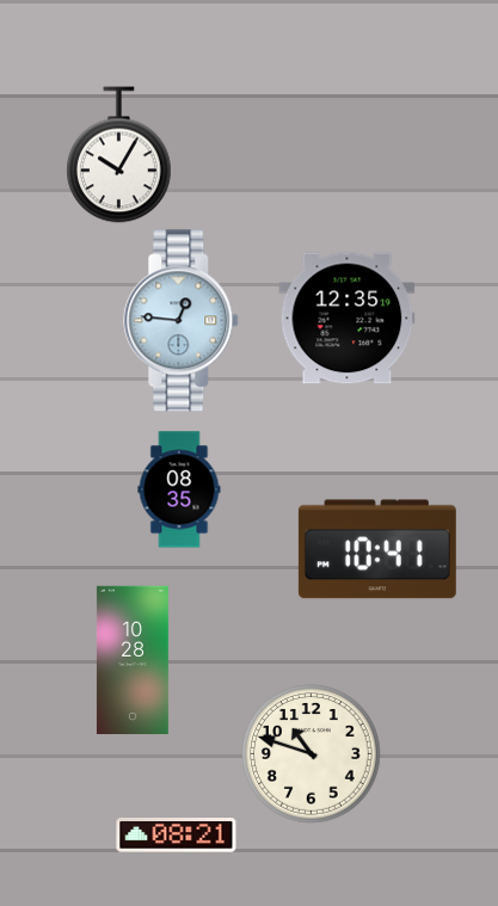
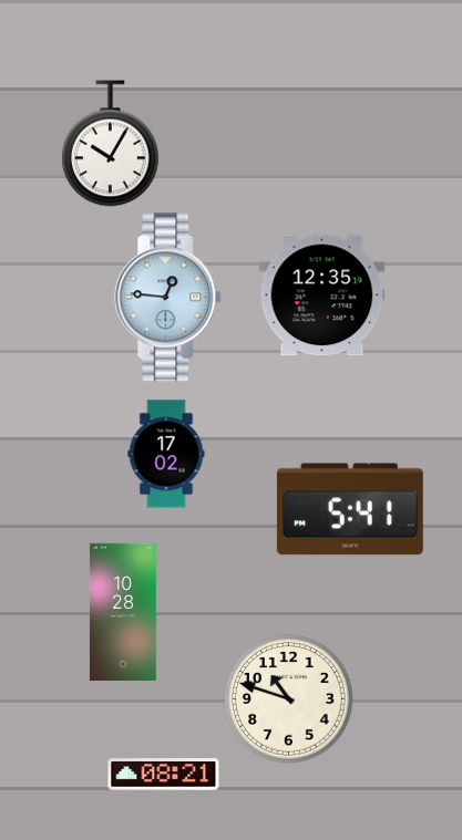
clock at (179, 489): 08:35 -> 17:02
clock at (377, 549): 10:41 -> 5:41
